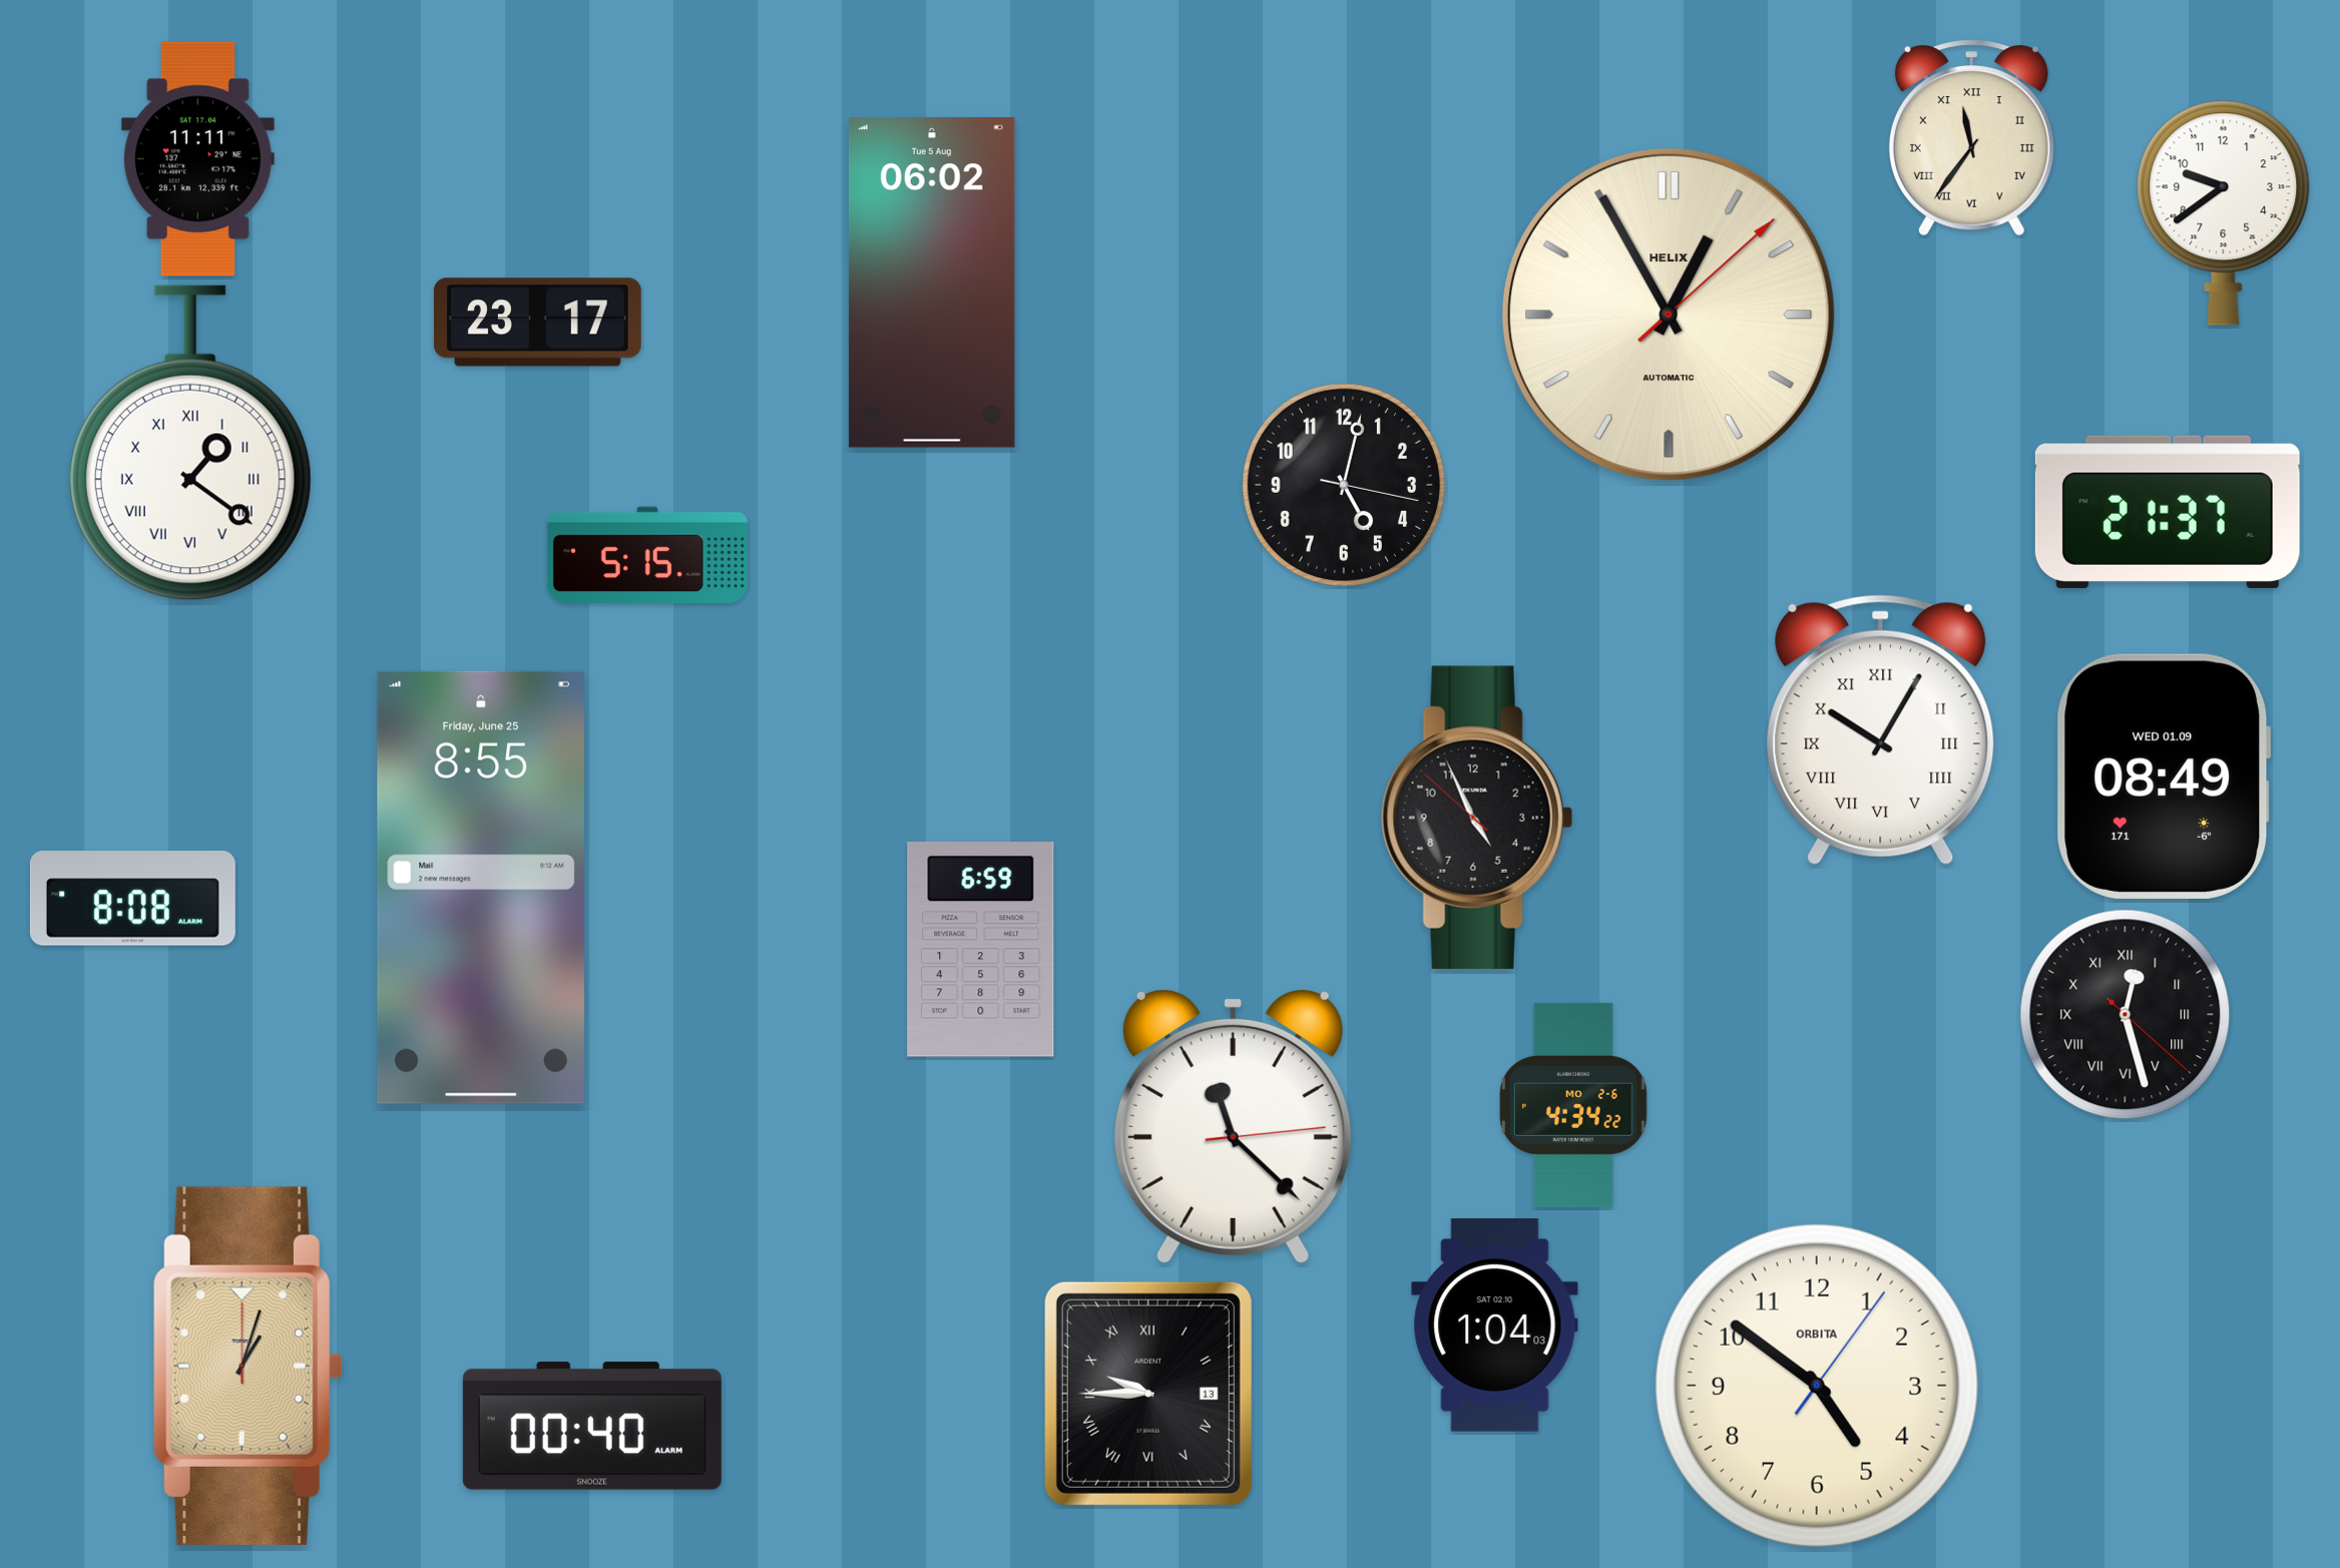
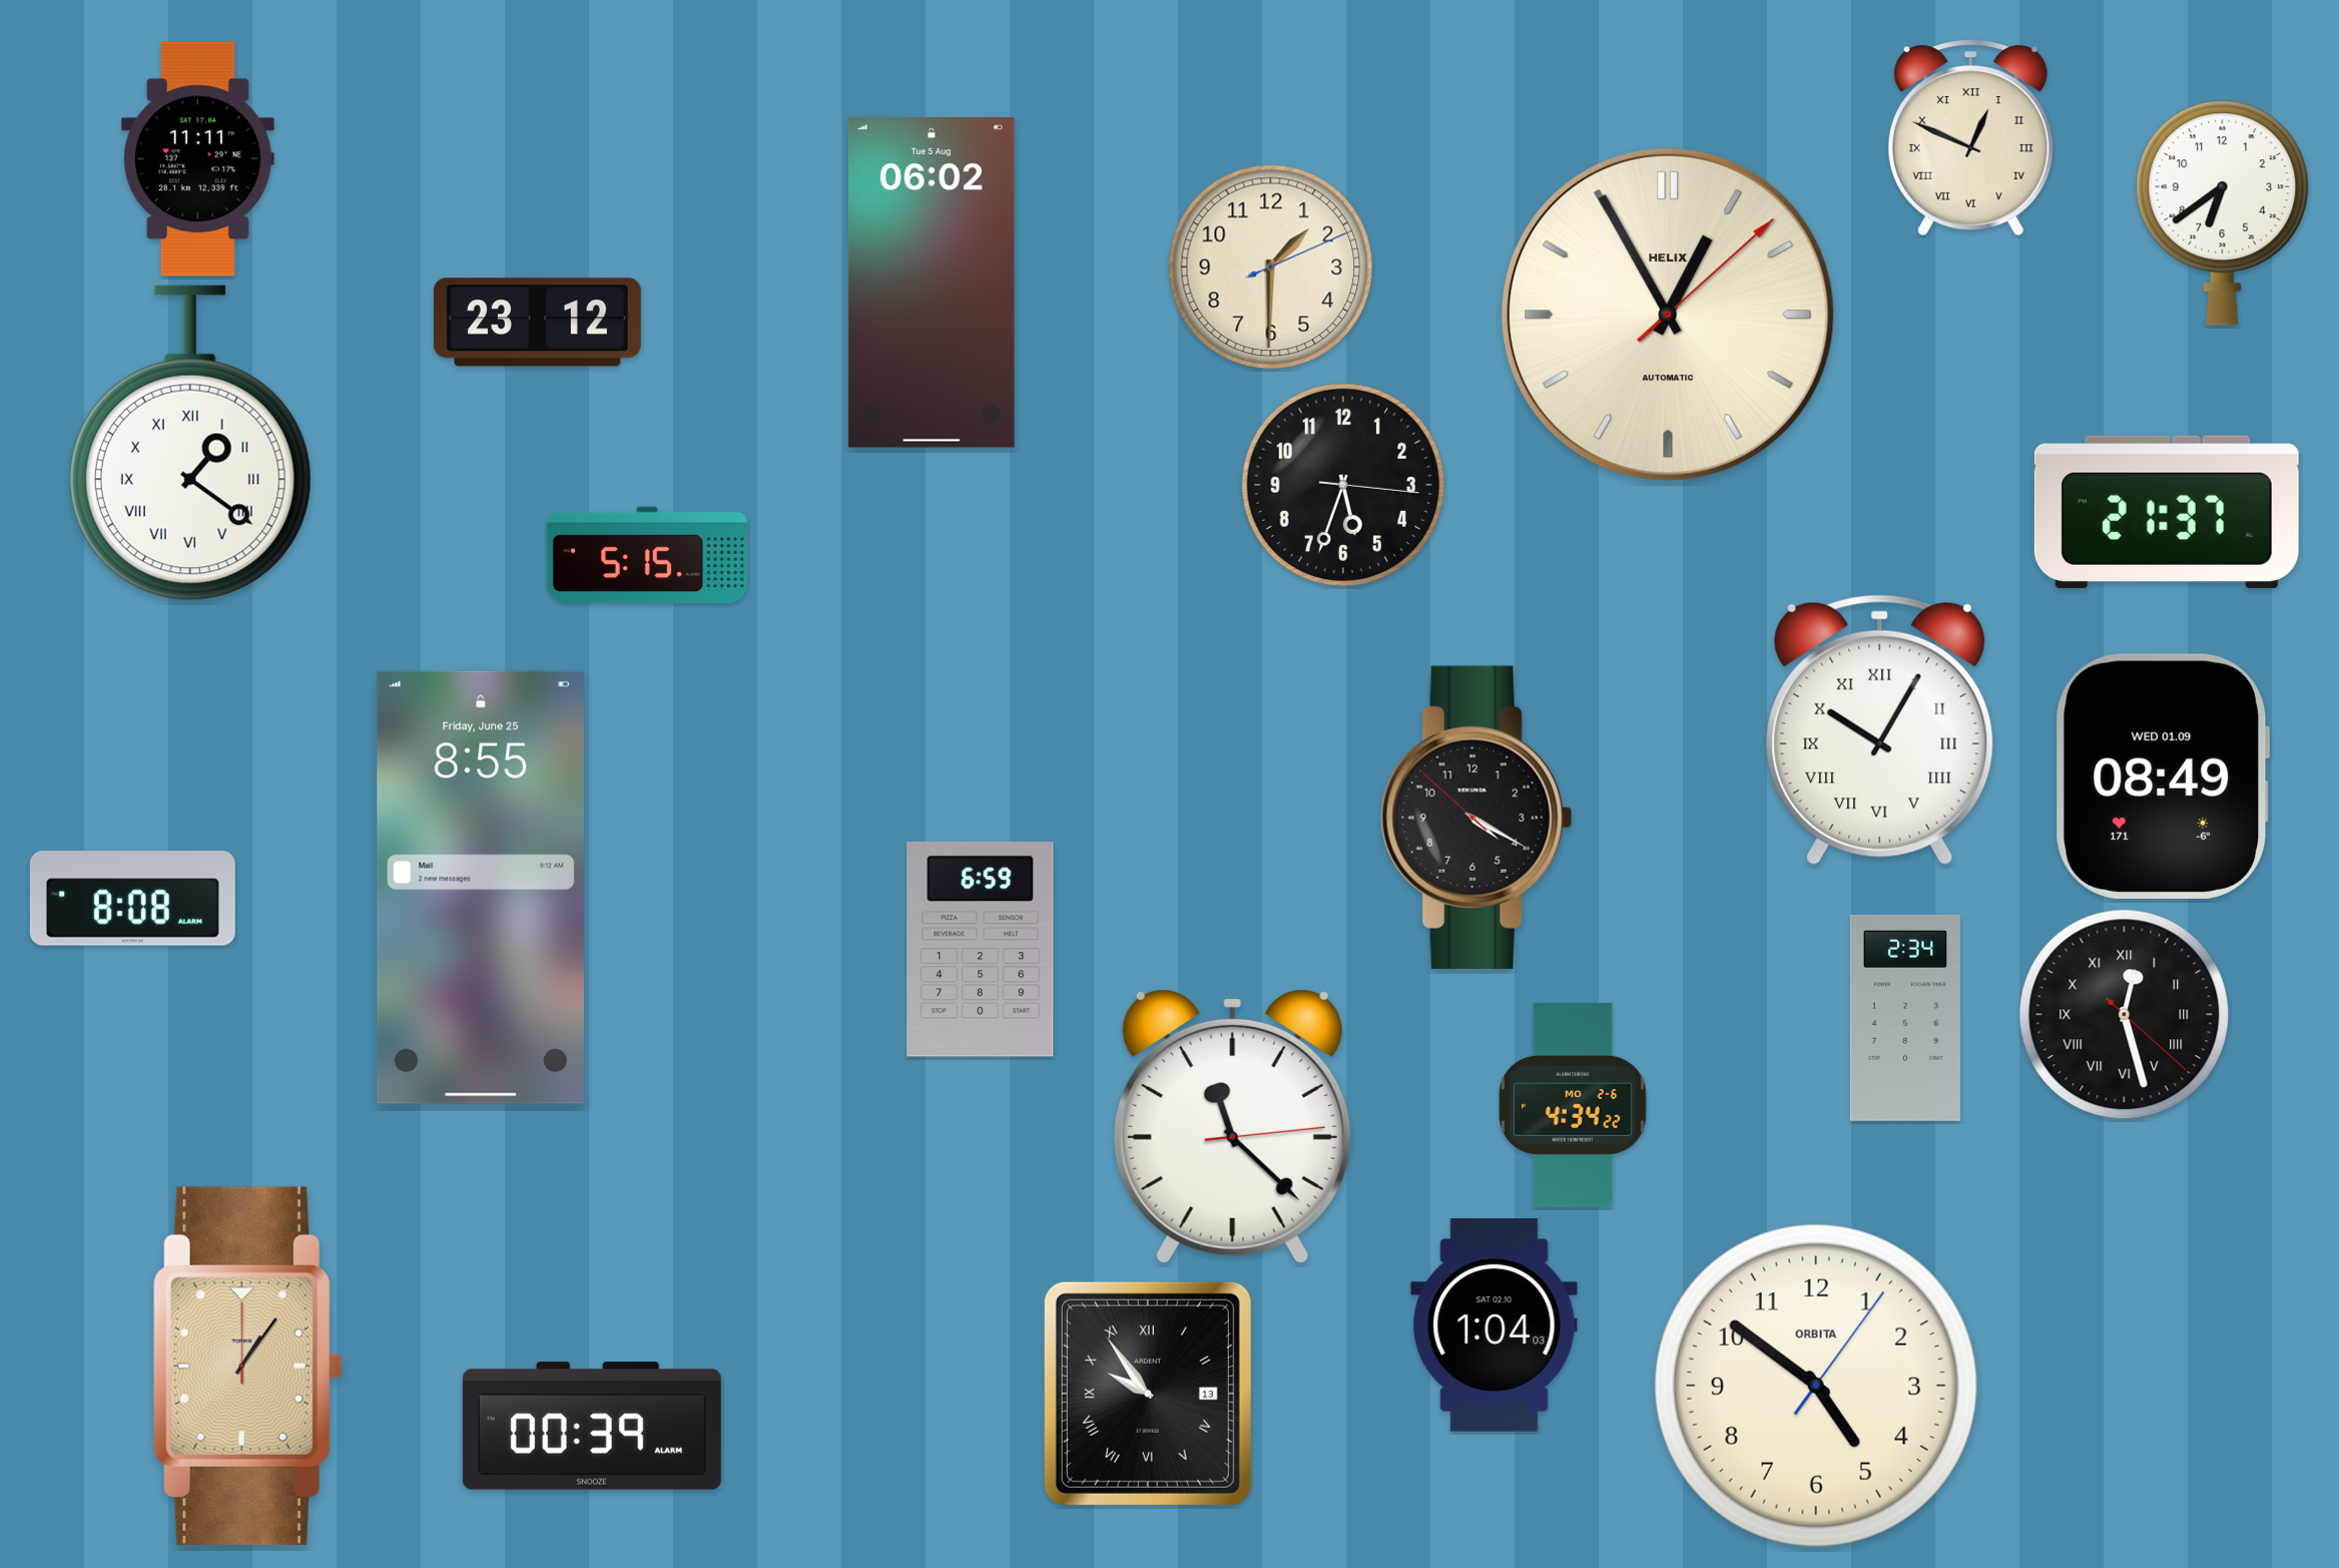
clock at (1971, 138): 11:36 -> 12:49
clock at (2224, 212): 9:39 -> 6:39
clock at (1271, 268): none -> 1:30
clock at (537, 323): 23:17 -> 23:12
clock at (1344, 485): 5:02 -> 5:33
clock at (1477, 818): 4:55 -> 4:19
clock at (1905, 1018): none -> 2:34
clock at (248, 1366): 1:03 -> 1:06
clock at (1148, 1394): 9:45 -> 9:54
clock at (592, 1426): 00:40 -> 00:39
